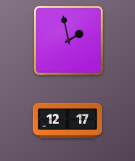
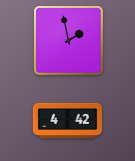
clock at (67, 120): 12:17 -> 4:42
